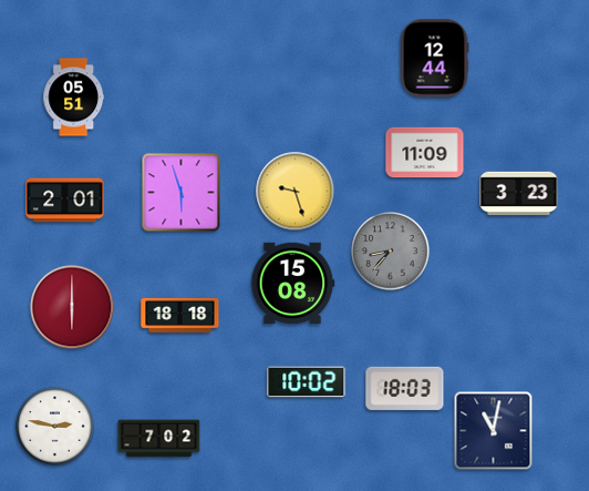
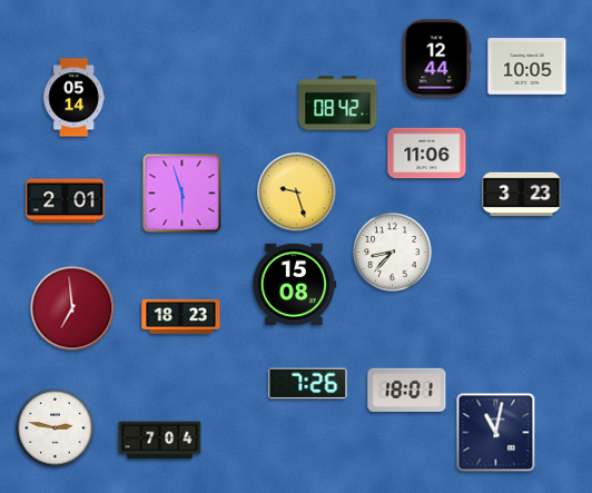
clock at (527, 67): none -> 10:05
clock at (73, 98): 05:51 -> 05:14
clock at (338, 103): none -> 08:42
clock at (425, 153): 11:09 -> 11:06
clock at (391, 252) dial: grey -> white
clock at (72, 307): 6:00 -> 6:59
clock at (180, 315): 18:18 -> 18:23
clock at (307, 382): 10:02 -> 7:26
clock at (405, 388): 18:03 -> 18:01
clock at (159, 439): 7:02 -> 7:04
